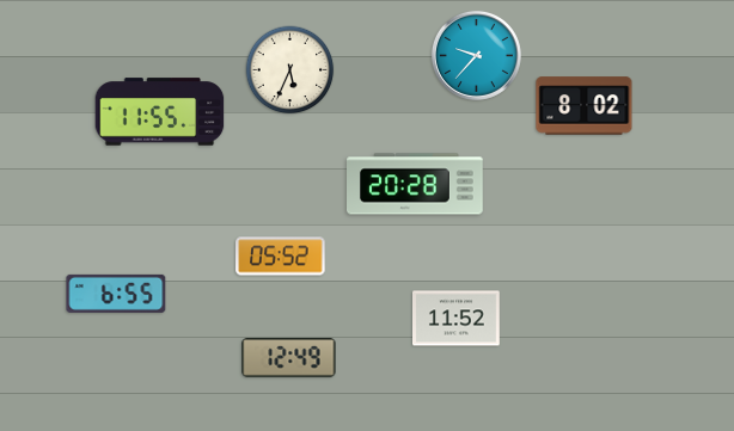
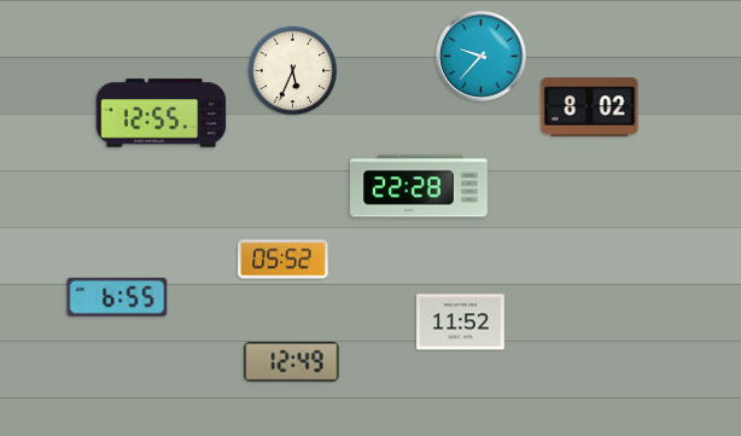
clock at (160, 112): 11:55 -> 12:55
clock at (416, 184): 20:28 -> 22:28
